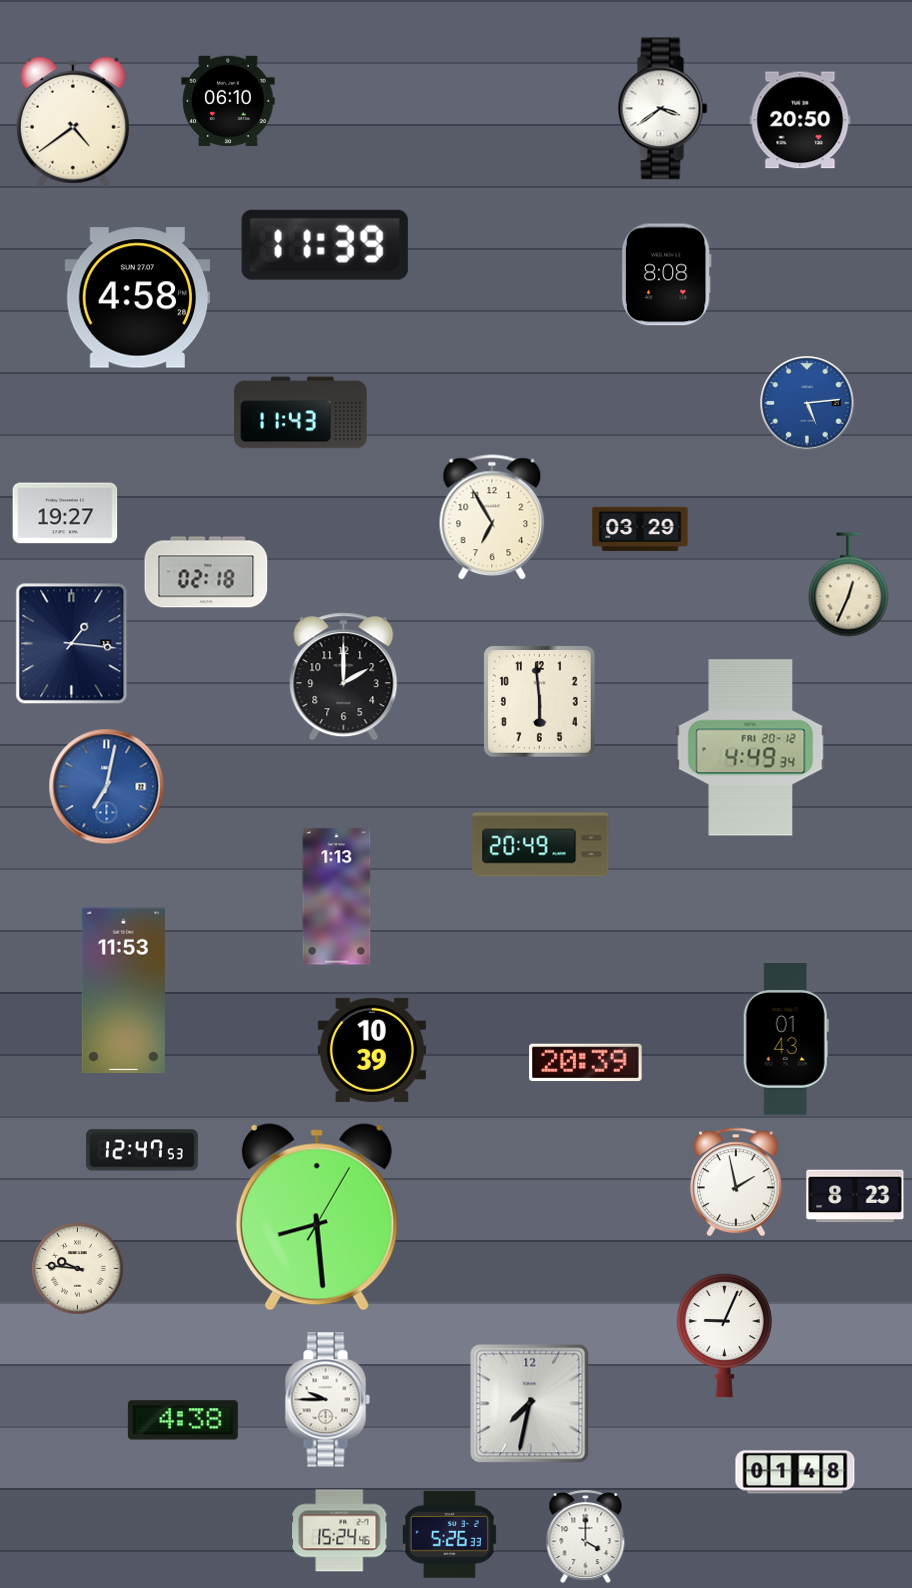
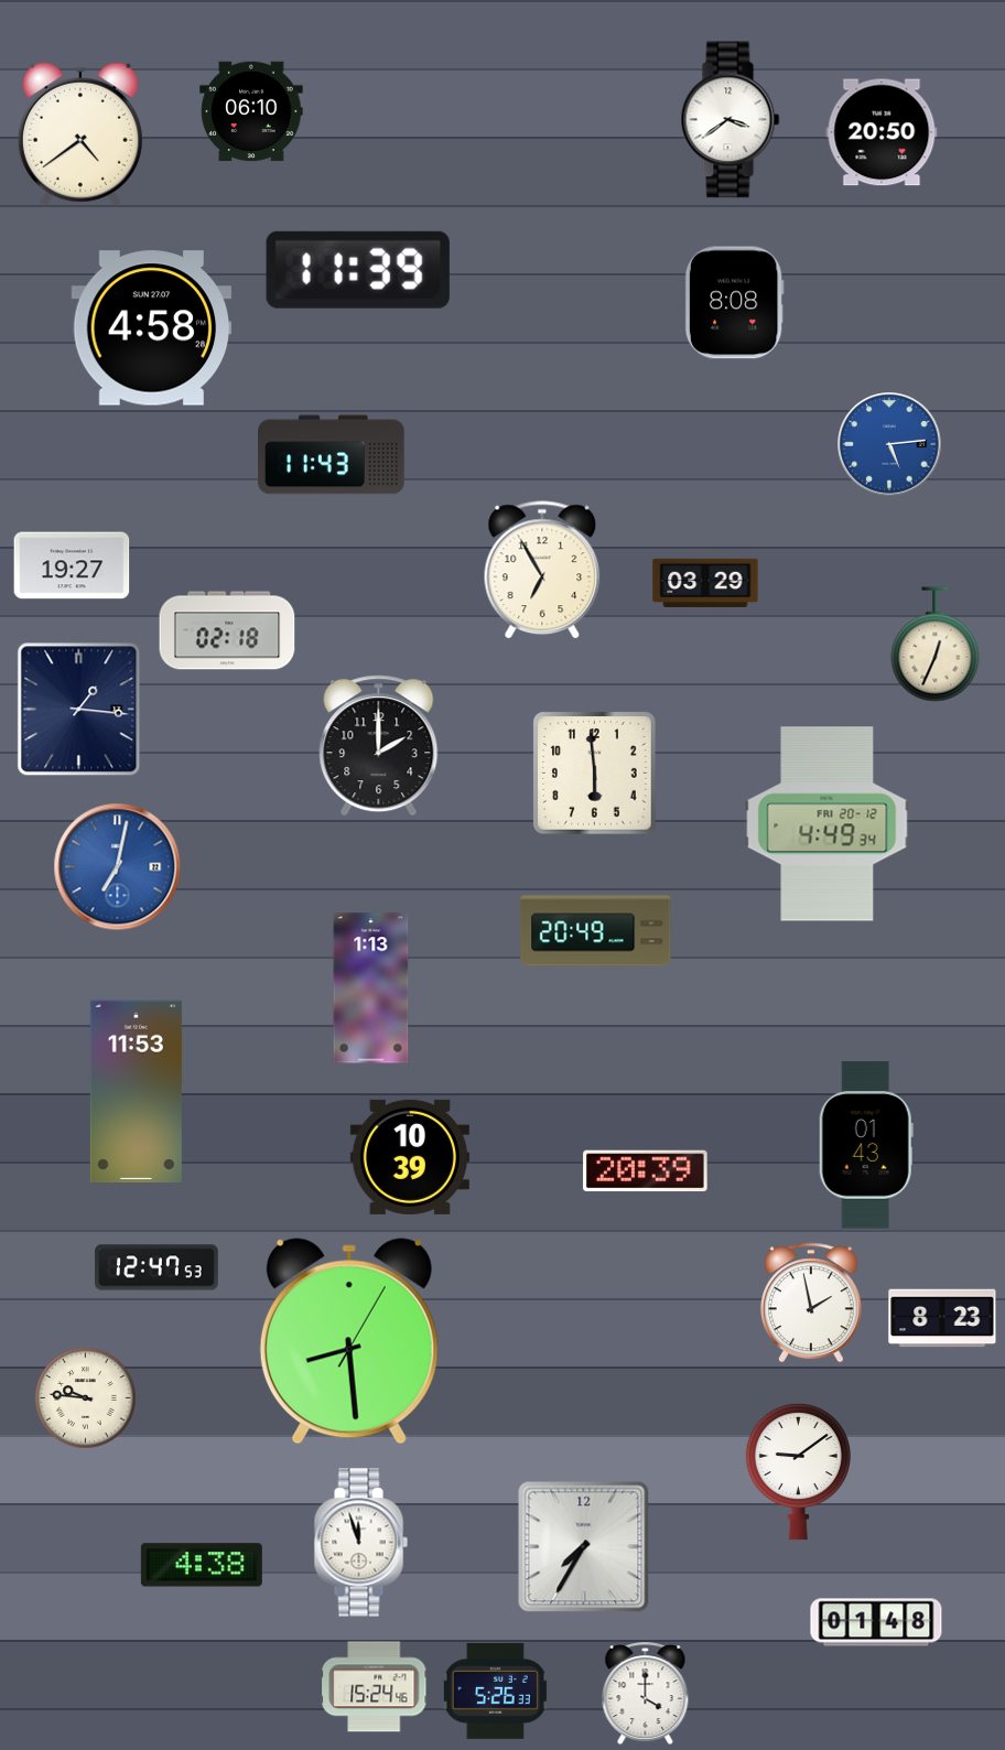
clock at (724, 1335): 9:04 -> 9:09
clock at (327, 1400): 9:45 -> 11:57
clock at (530, 1404): 7:32 -> 7:35
